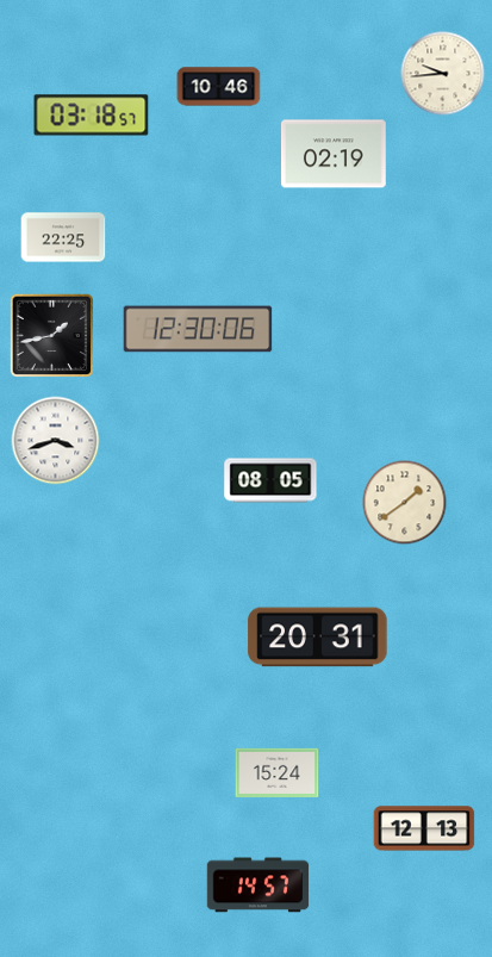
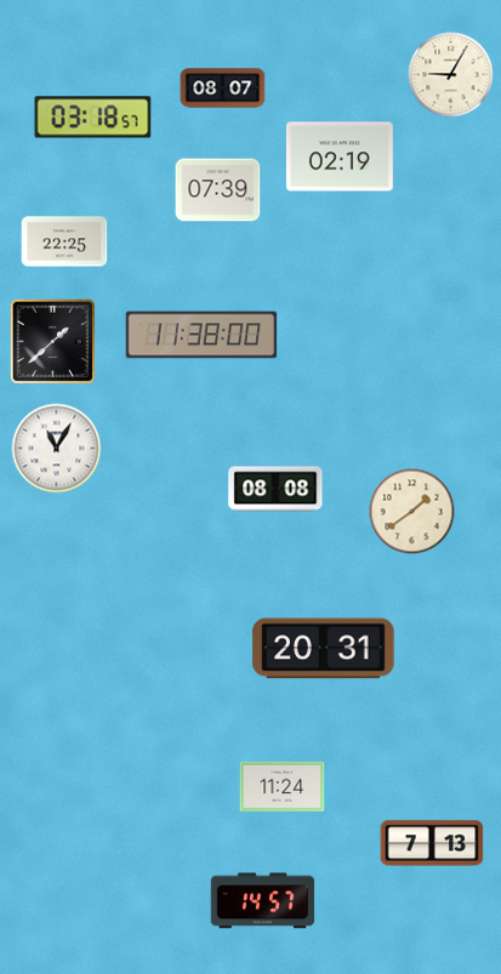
clock at (443, 74): 9:44 -> 9:05
clock at (219, 87): 10:46 -> 08:07
clock at (218, 190): none -> 07:39
clock at (198, 329): 12:30 -> 11:38
clock at (51, 335): 1:43 -> 1:38
clock at (56, 441): 3:42 -> 11:05
clock at (270, 480): 08:05 -> 08:08
clock at (278, 772): 15:24 -> 11:24
clock at (424, 828): 12:13 -> 7:13
